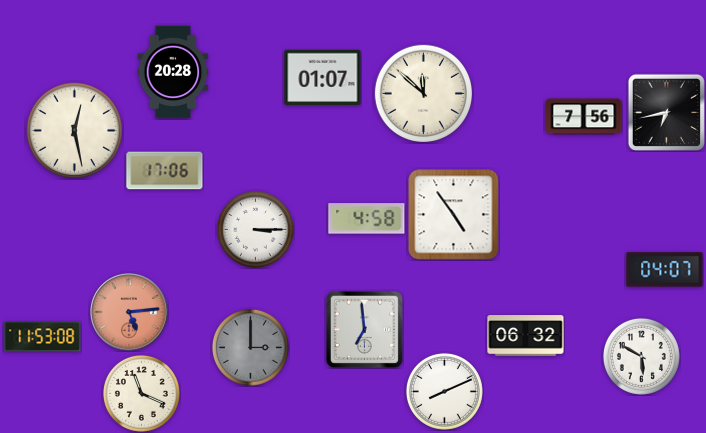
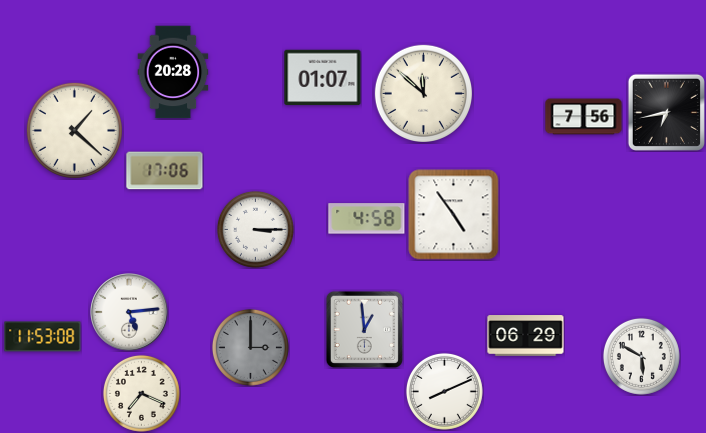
clock at (74, 130): 12:28 -> 1:22
clock at (665, 270): 04:07 -> none
clock at (129, 312) dial: salmon -> white
clock at (364, 329): 6:59 -> 12:59
clock at (526, 336): 06:32 -> 06:29
clock at (141, 393): 11:19 -> 7:19
